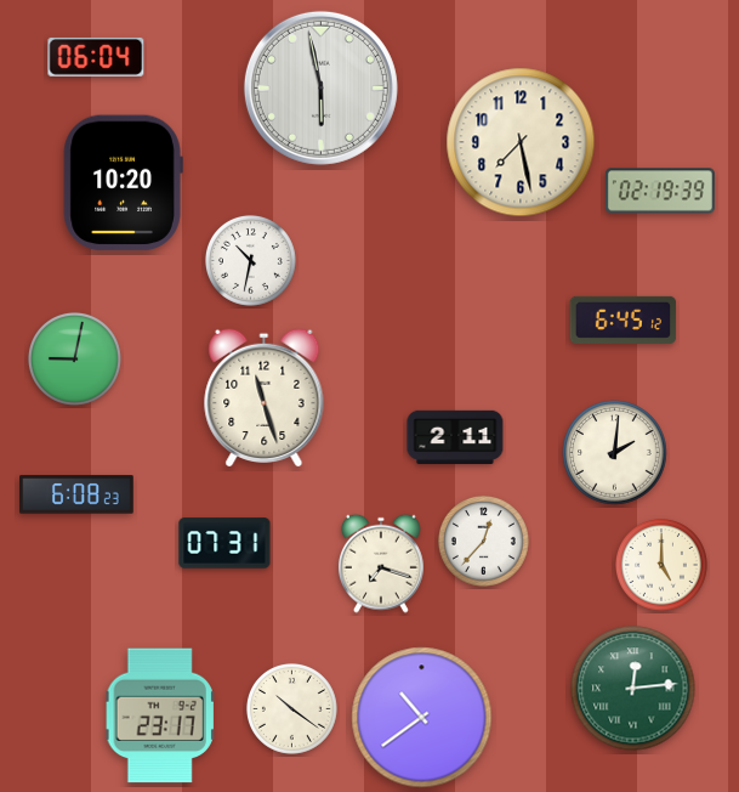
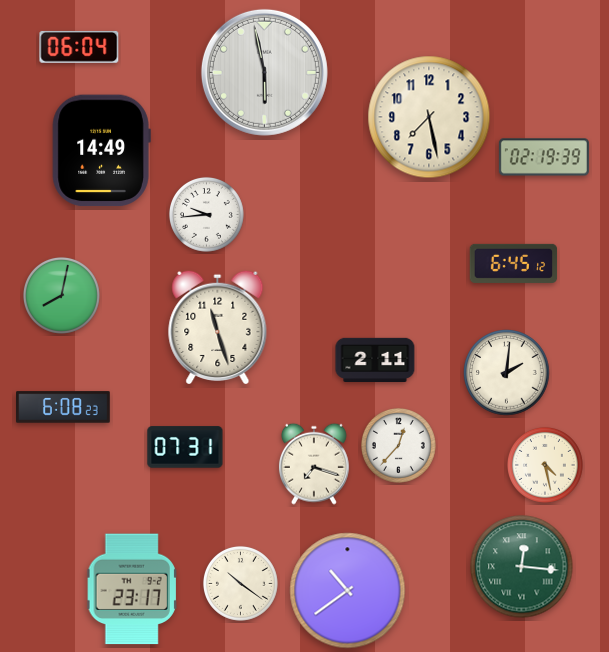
clock at (123, 183): 10:20 -> 14:49
clock at (250, 260): 10:32 -> 9:44
clock at (75, 360): 9:02 -> 8:02
clock at (661, 565): 5:00 -> 4:28
clock at (633, 689): 12:14 -> 12:16
